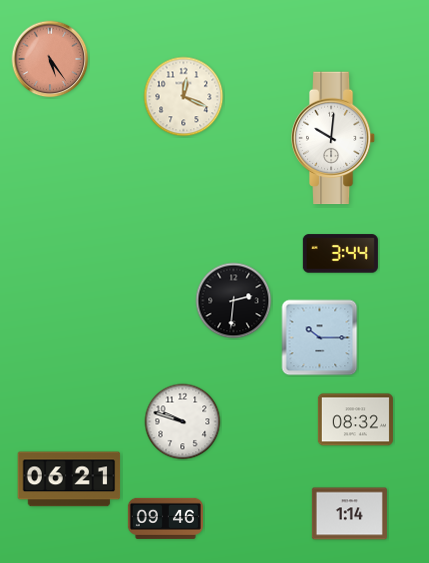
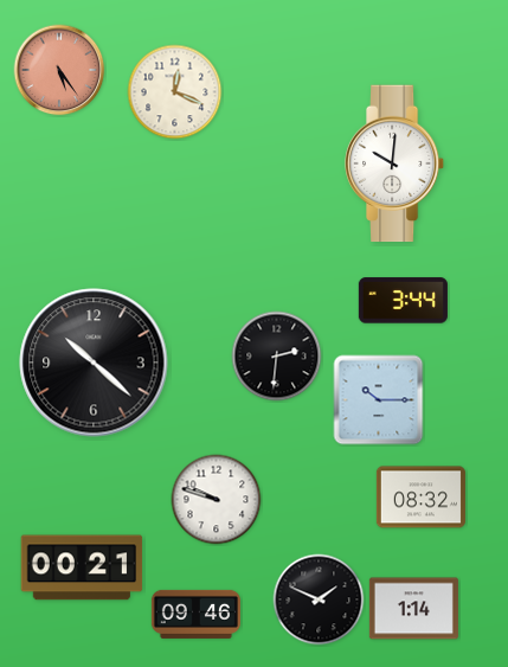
clock at (184, 97) position: (184, 97) -> (175, 92)
clock at (94, 363): none -> 10:22
clock at (69, 479): 06:21 -> 00:21
clock at (319, 599): none -> 1:49
